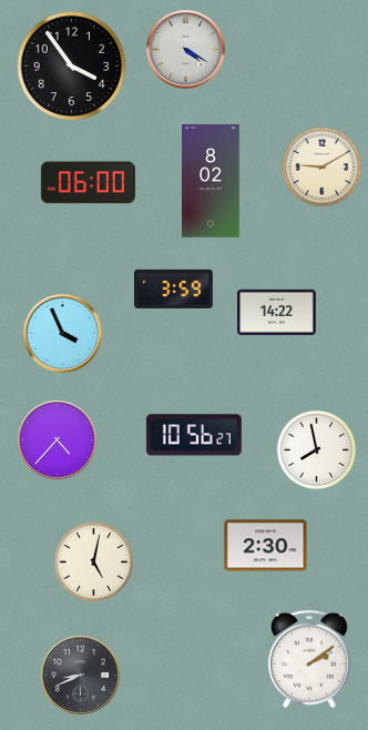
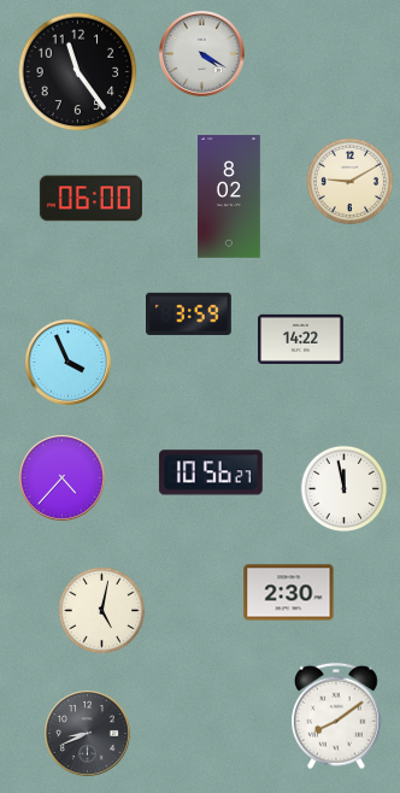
clock at (72, 67): 3:54 -> 11:24
clock at (88, 183) position: (88, 183) -> (90, 199)
clock at (317, 450): 7:58 -> 11:58
clock at (309, 659): 2:09 -> 8:09
